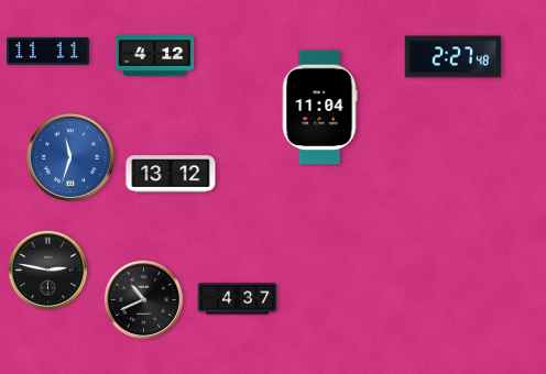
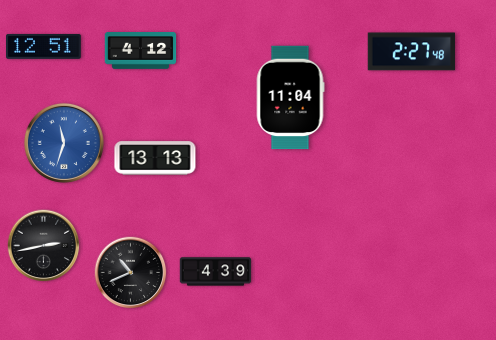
clock at (48, 51): 11:11 -> 12:51
clock at (171, 174): 13:12 -> 13:13
clock at (48, 271): 2:47 -> 2:43
clock at (238, 299): 4:37 -> 4:39
